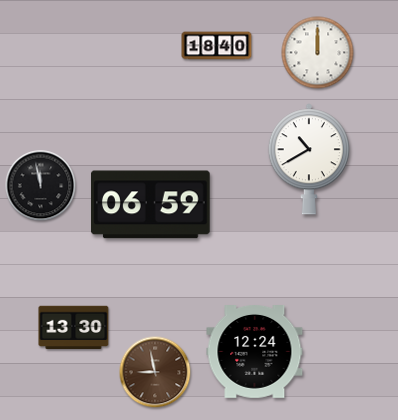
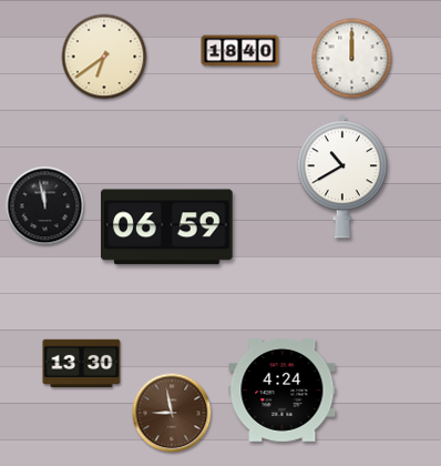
clock at (104, 57): none -> 6:39
clock at (255, 352): 12:24 -> 4:24
